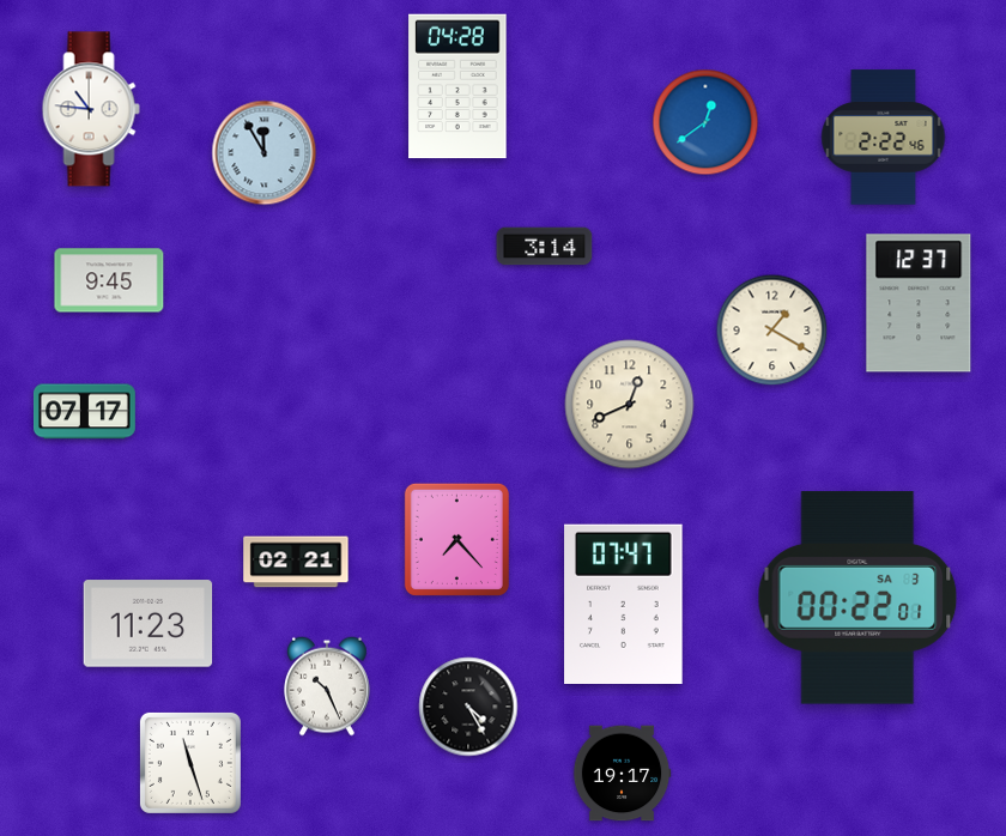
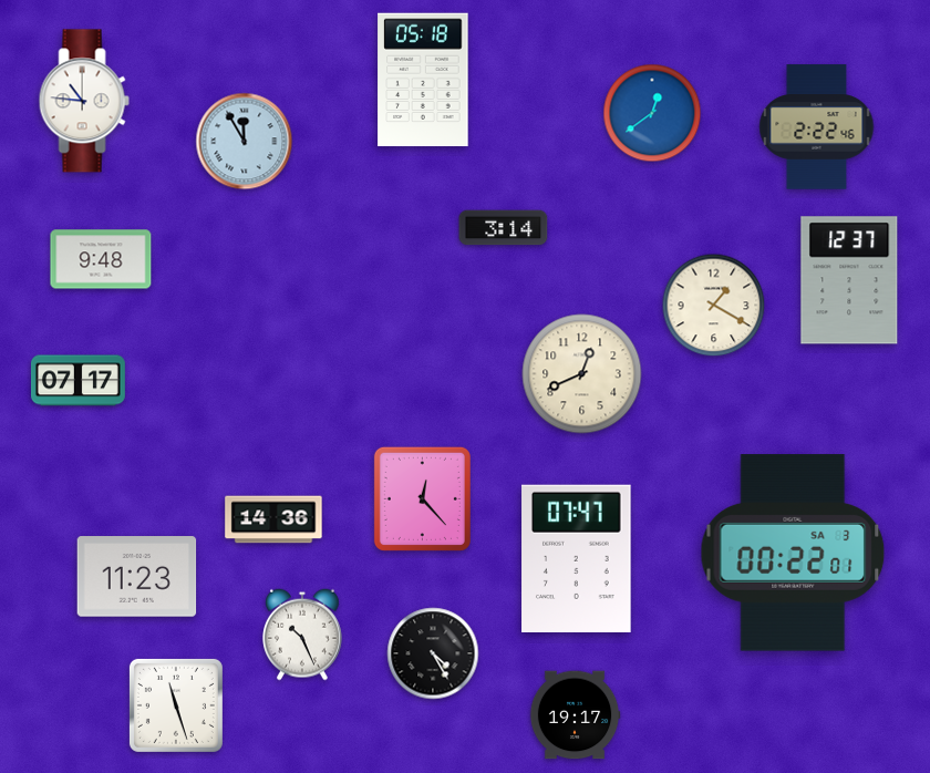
clock at (457, 86): 04:28 -> 05:18
clock at (109, 280): 9:45 -> 9:48
clock at (456, 539): 7:23 -> 12:23
clock at (296, 562): 02:21 -> 14:36
